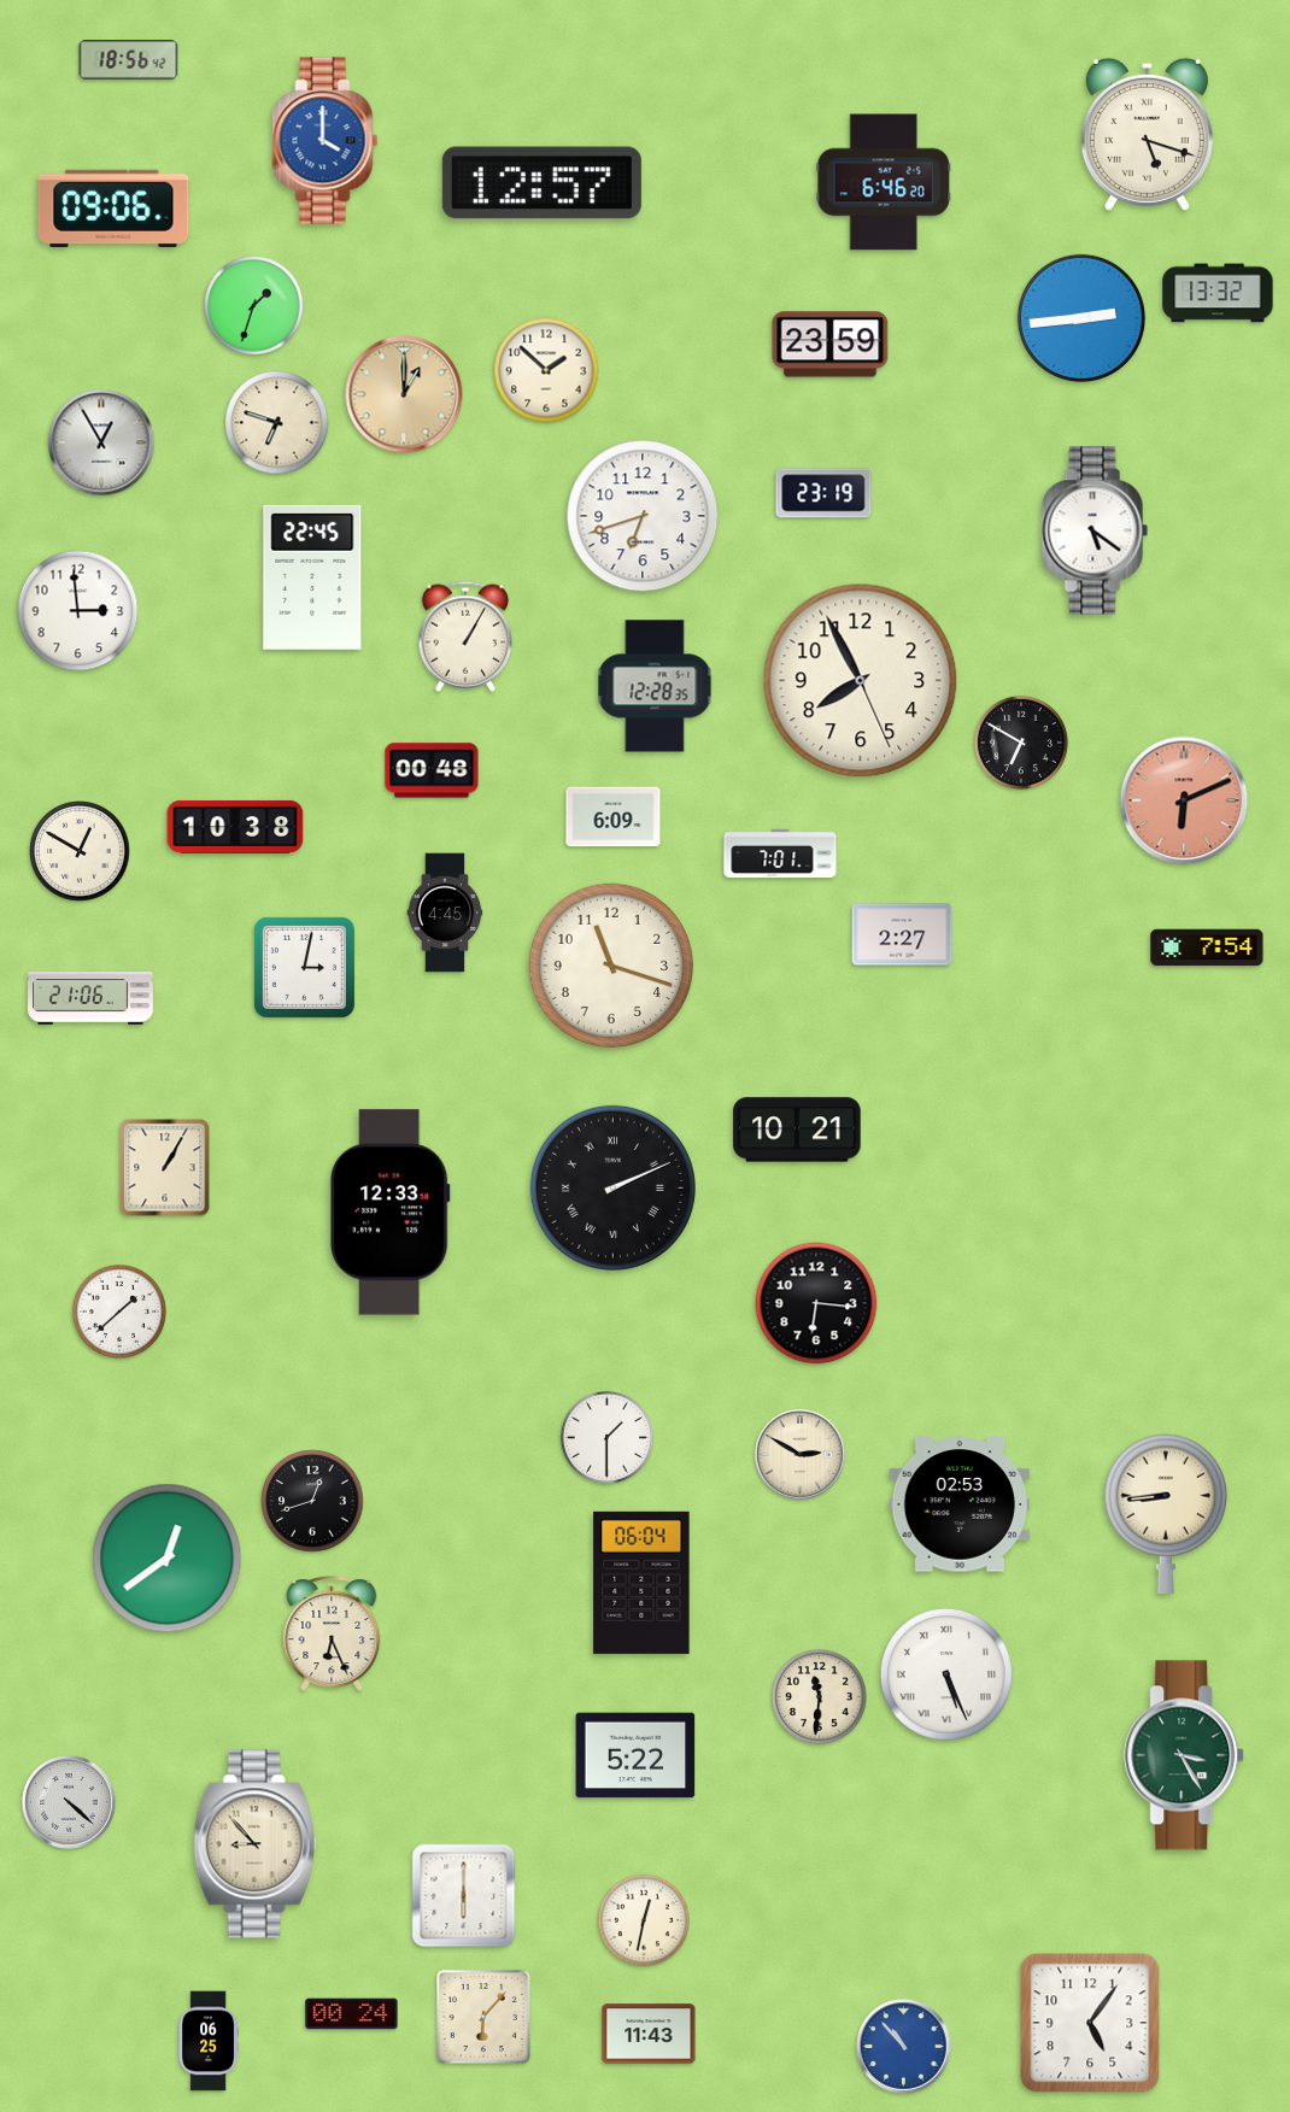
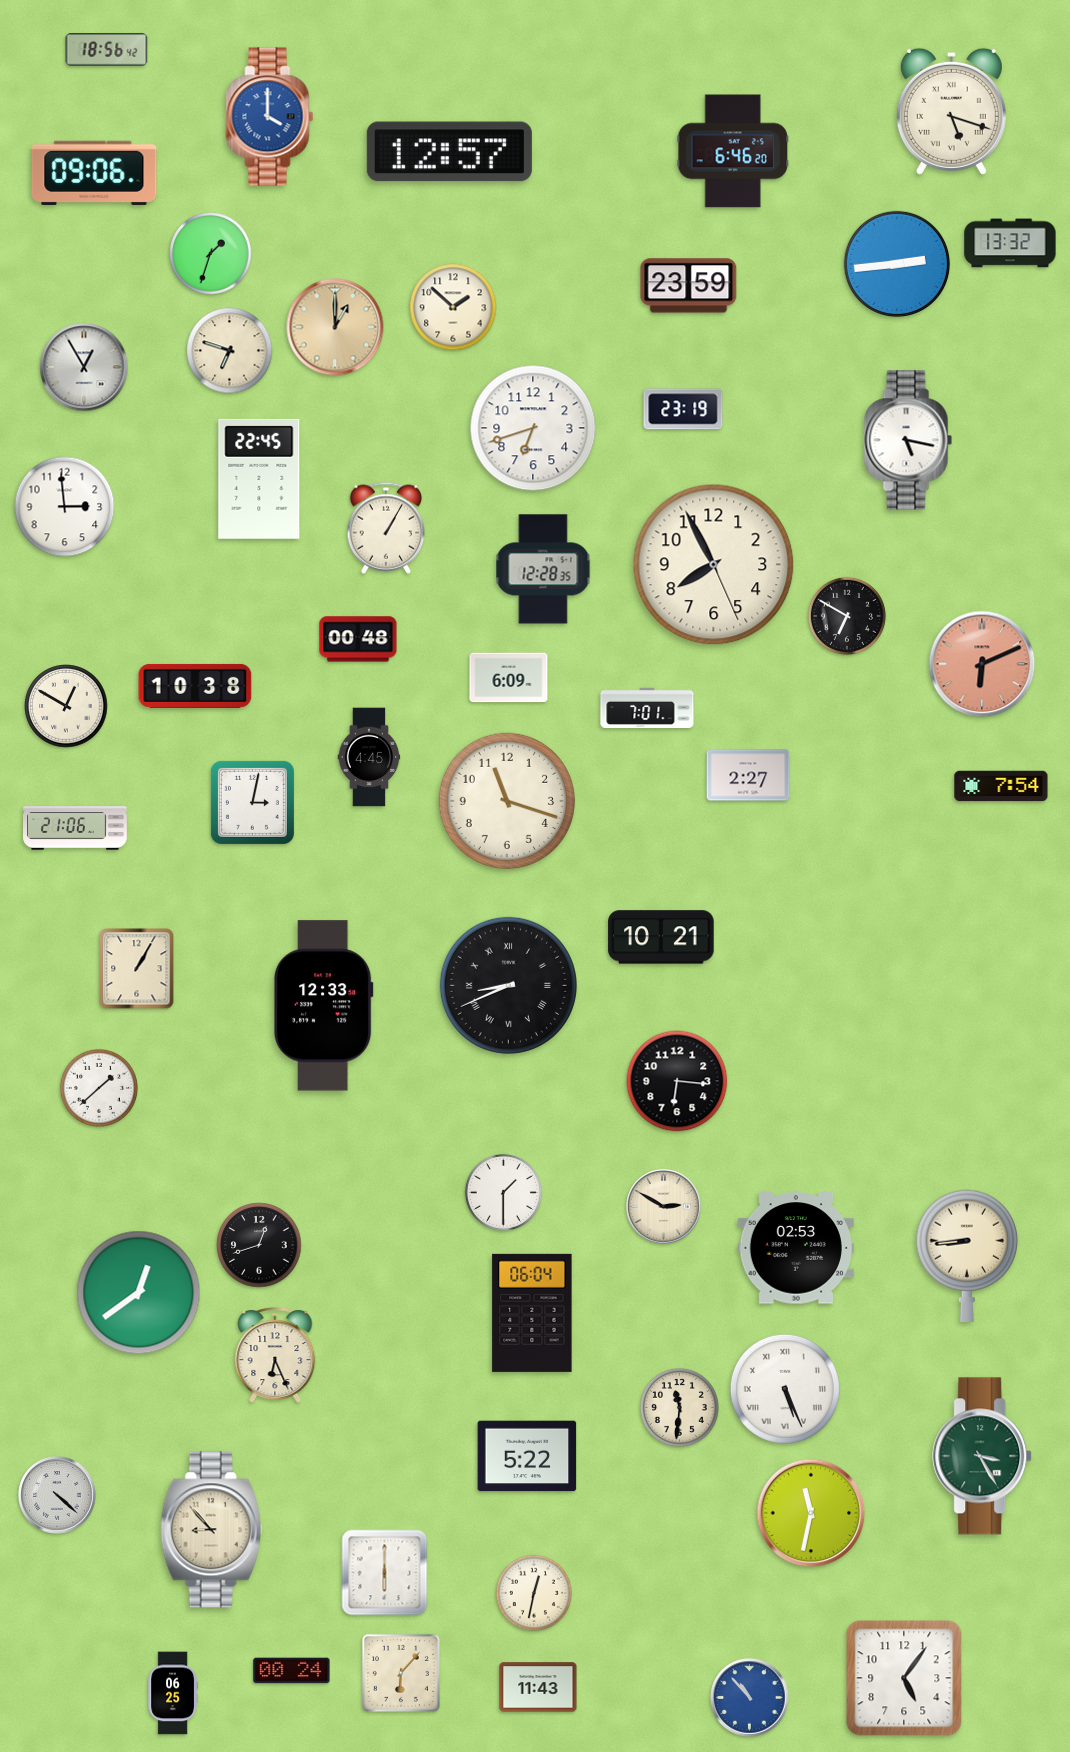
clock at (1095, 530): 5:21 -> 5:17
clock at (612, 1187): 2:11 -> 8:41
clock at (811, 1513): none -> 11:32
